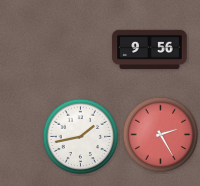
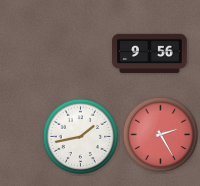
clock at (150, 50) position: (150, 50) -> (150, 54)
